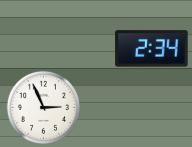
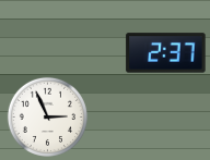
clock at (152, 49): 2:34 -> 2:37
